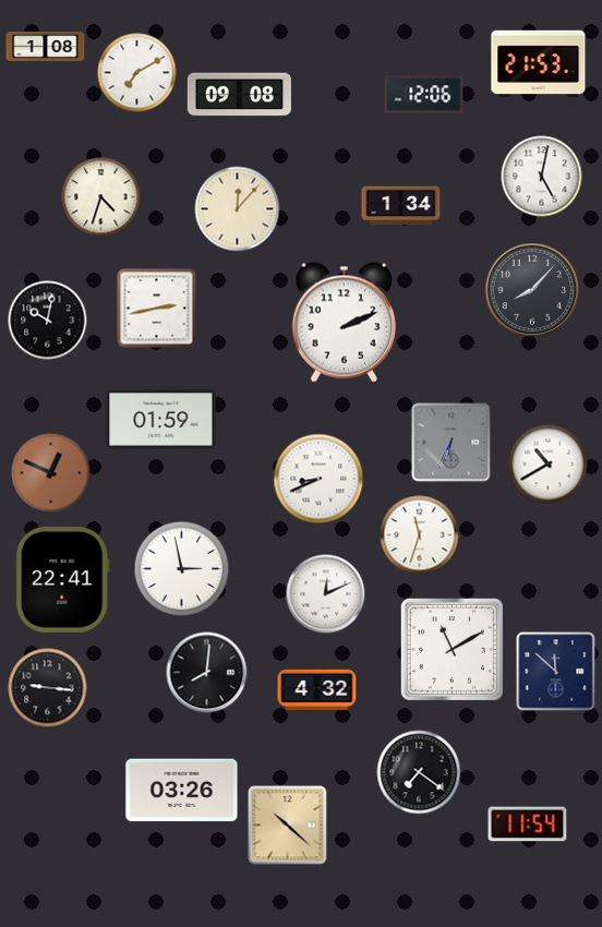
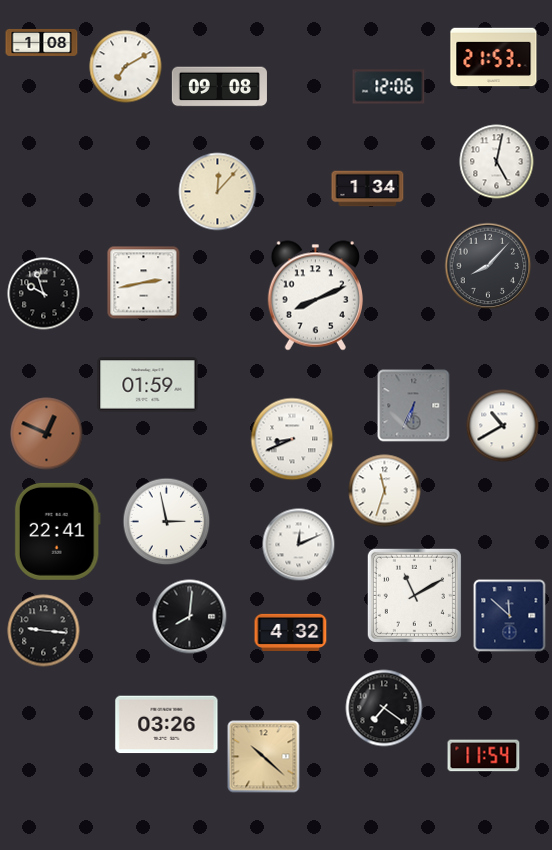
clock at (101, 197): 4:33 -> none
clock at (48, 321): 10:02 -> 9:57
clock at (344, 323): 2:11 -> 8:11
